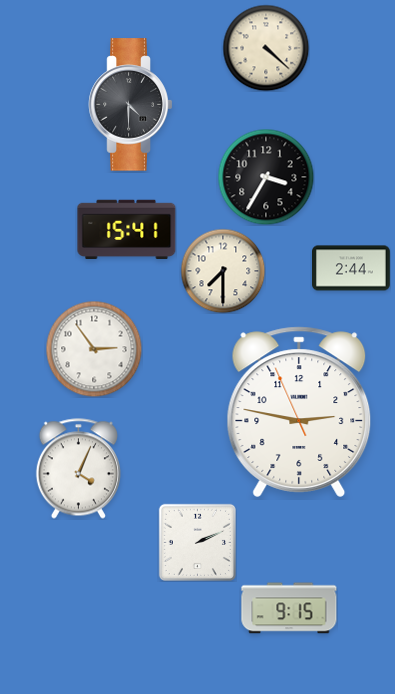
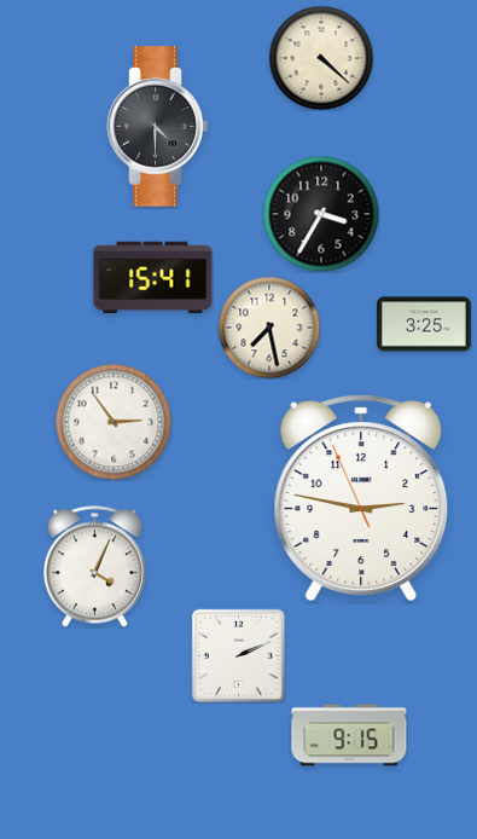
clock at (352, 268): 2:44 -> 3:25
clock at (223, 271): 7:30 -> 7:28
